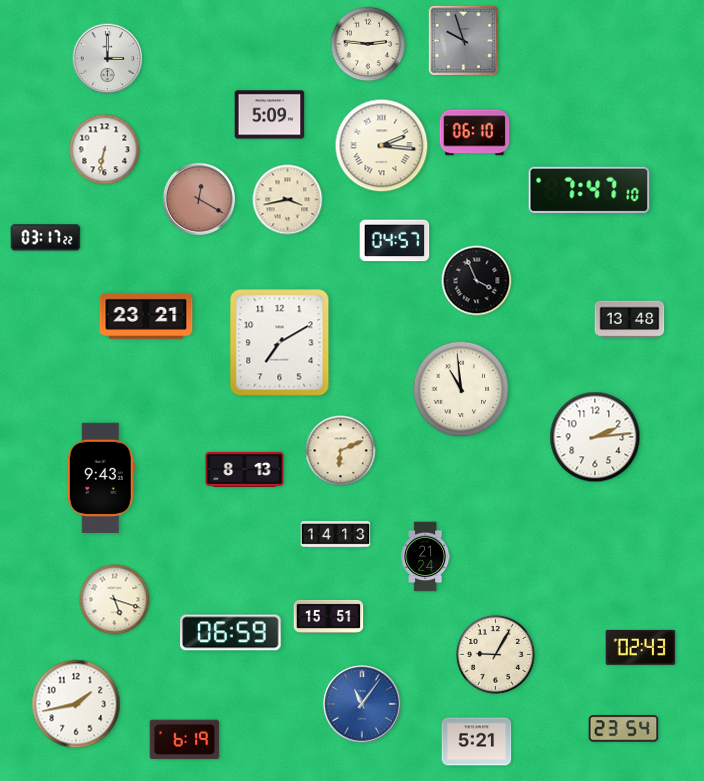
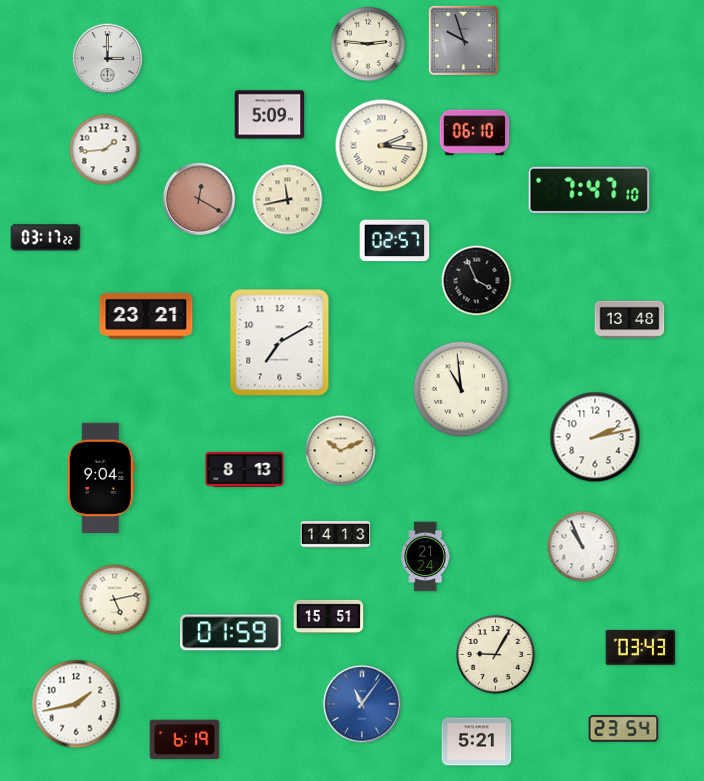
clock at (105, 150): 6:32 -> 1:44
clock at (288, 200): 3:43 -> 11:43
clock at (395, 241): 04:57 -> 02:57
clock at (595, 437): 2:14 -> 2:13
clock at (341, 451): 6:11 -> 10:11
clock at (101, 477): 9:43 -> 9:04
clock at (583, 547): none -> 10:56
clock at (115, 600): 5:18 -> 5:13
clock at (231, 633): 06:59 -> 01:59
clock at (641, 647): 02:43 -> 03:43
